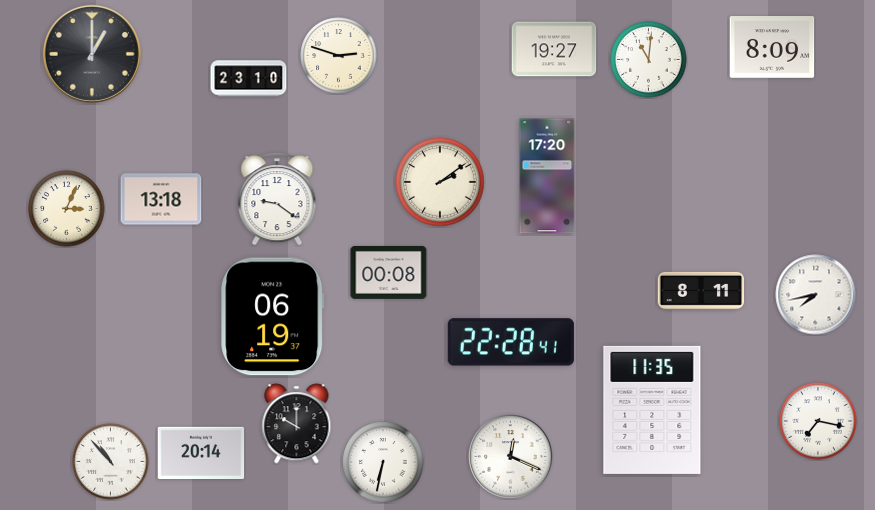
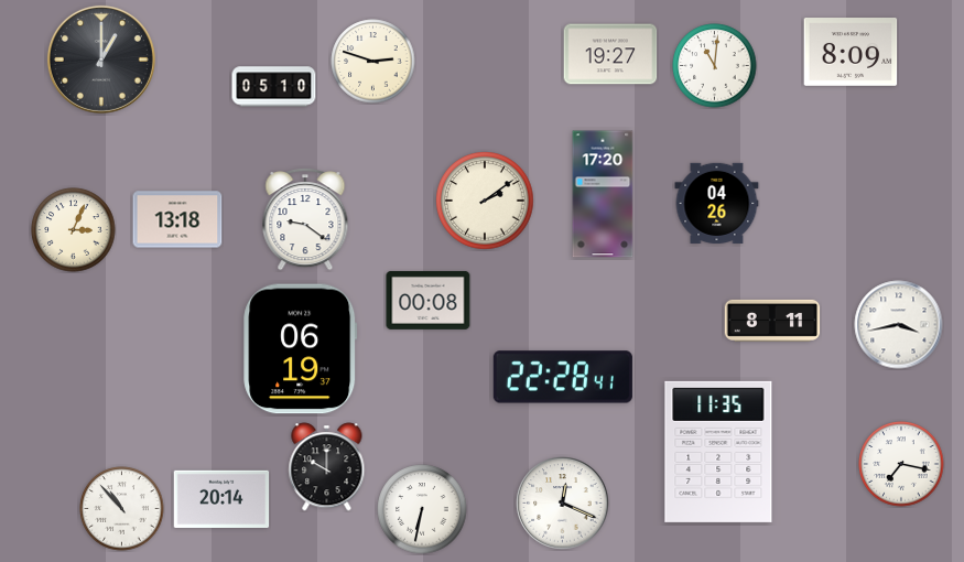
clock at (249, 79): 23:10 -> 05:10
clock at (717, 203): none -> 04:26
clock at (816, 295): 7:43 -> 3:43
